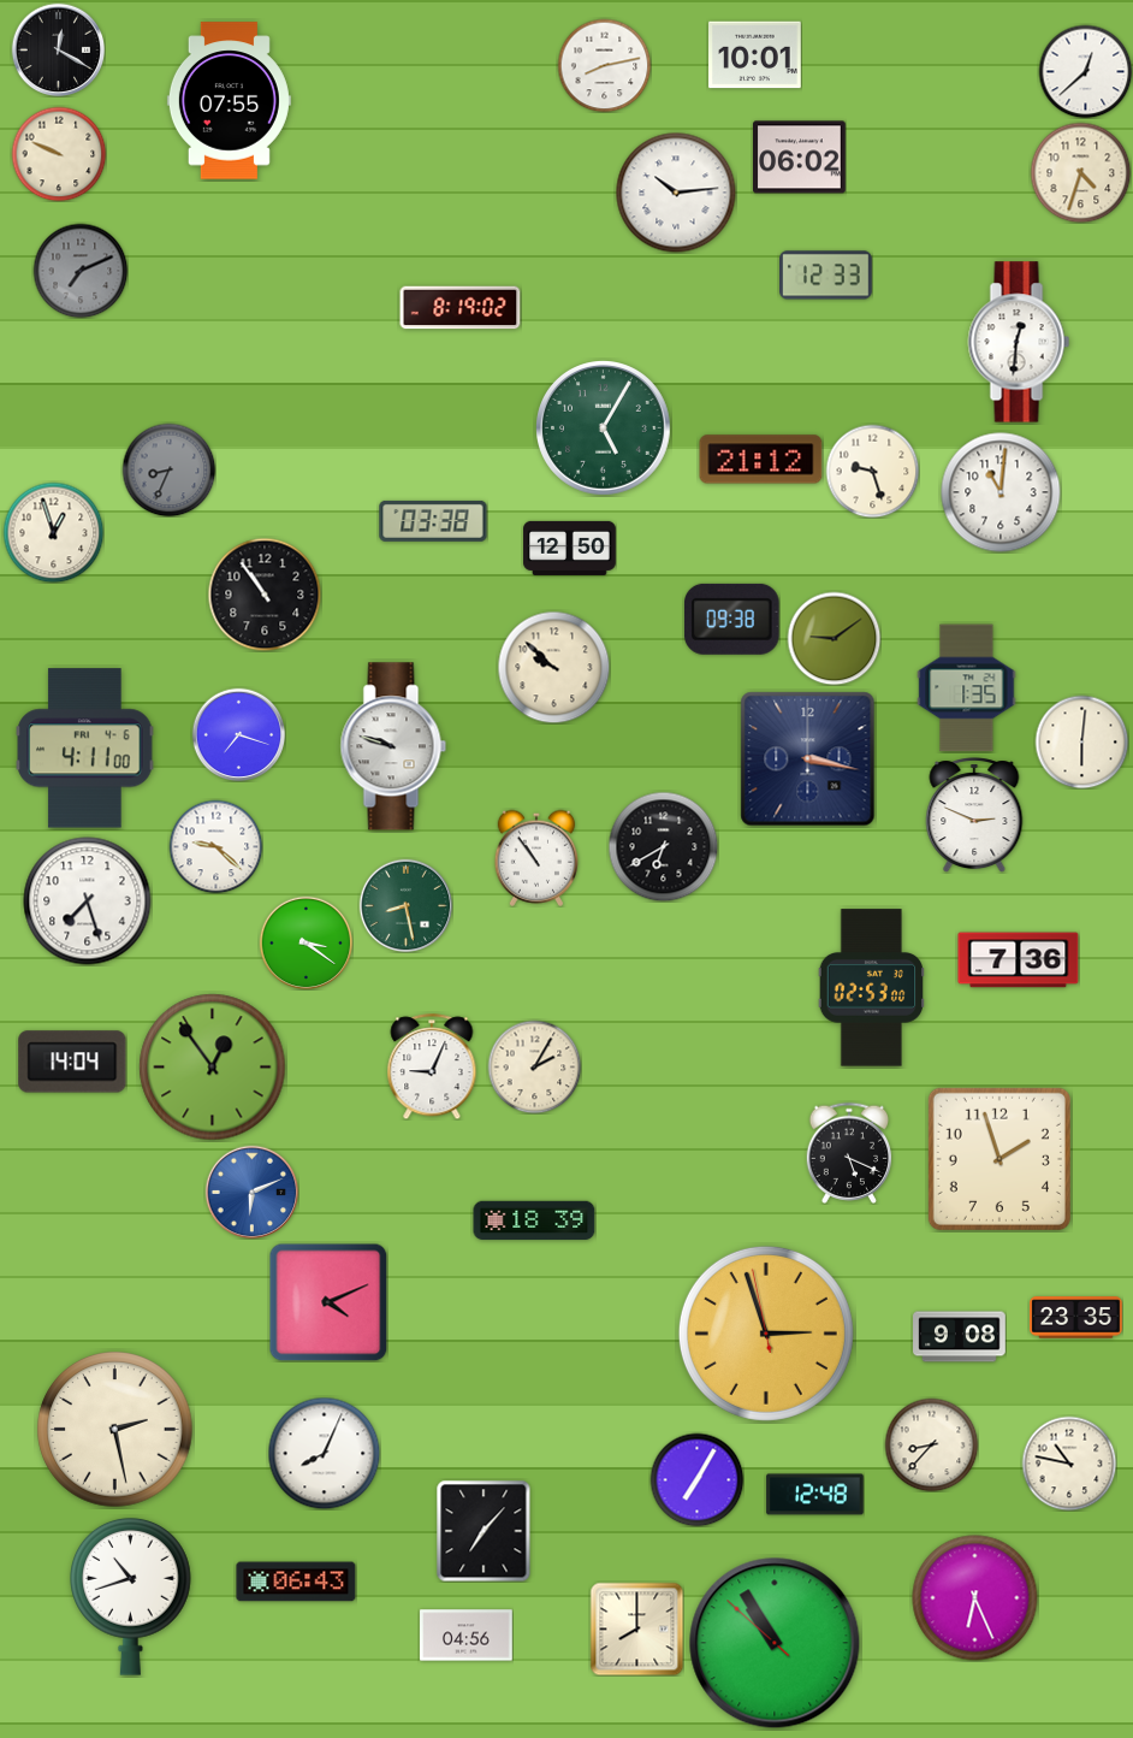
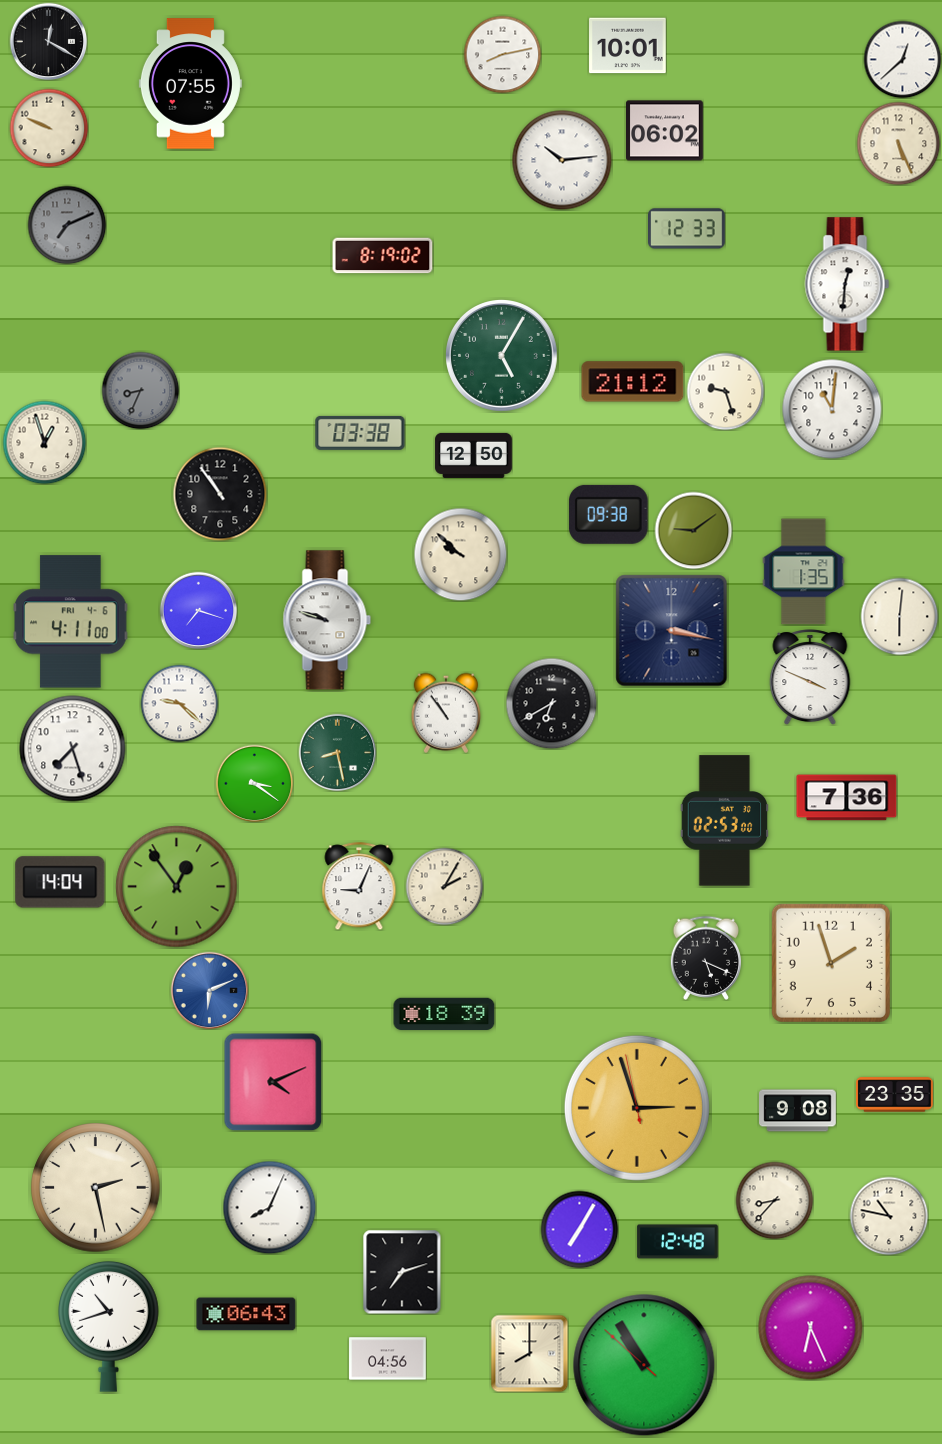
clock at (1080, 172): 4:33 -> 5:26
clock at (974, 815): 2:49 -> 3:49
clock at (484, 1531): 7:07 -> 7:12
